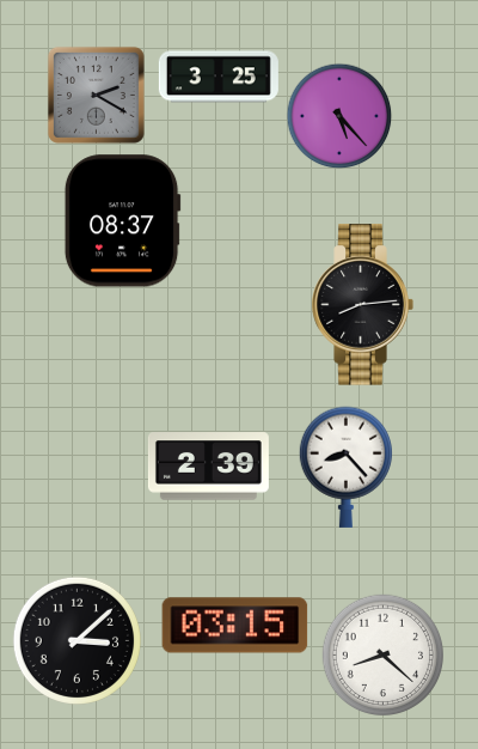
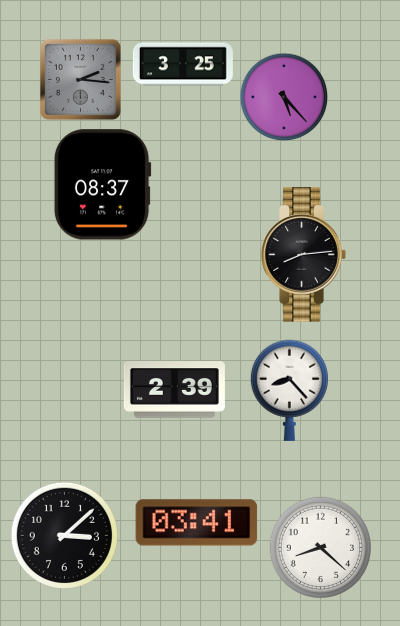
clock at (96, 95): 2:20 -> 2:16
clock at (235, 626): 03:15 -> 03:41
